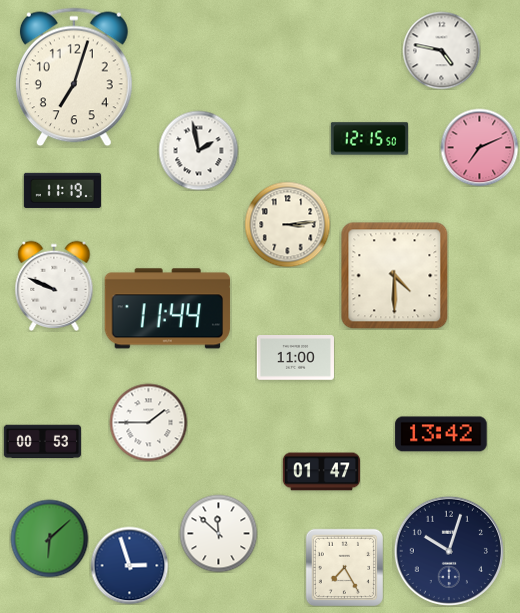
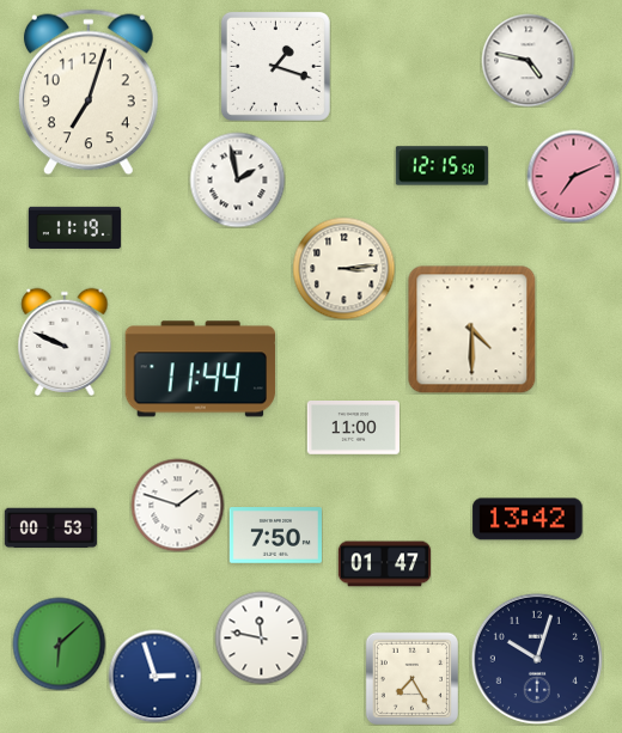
clock at (275, 66): none -> 1:18
clock at (148, 422): 1:45 -> 1:48
clock at (275, 536): none -> 7:50
clock at (218, 533): 11:52 -> 11:47
